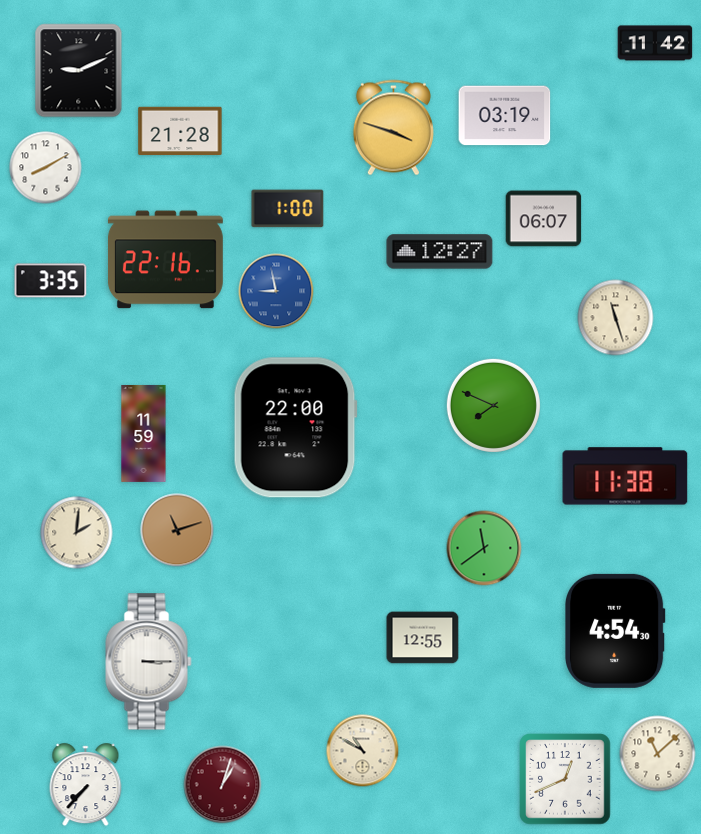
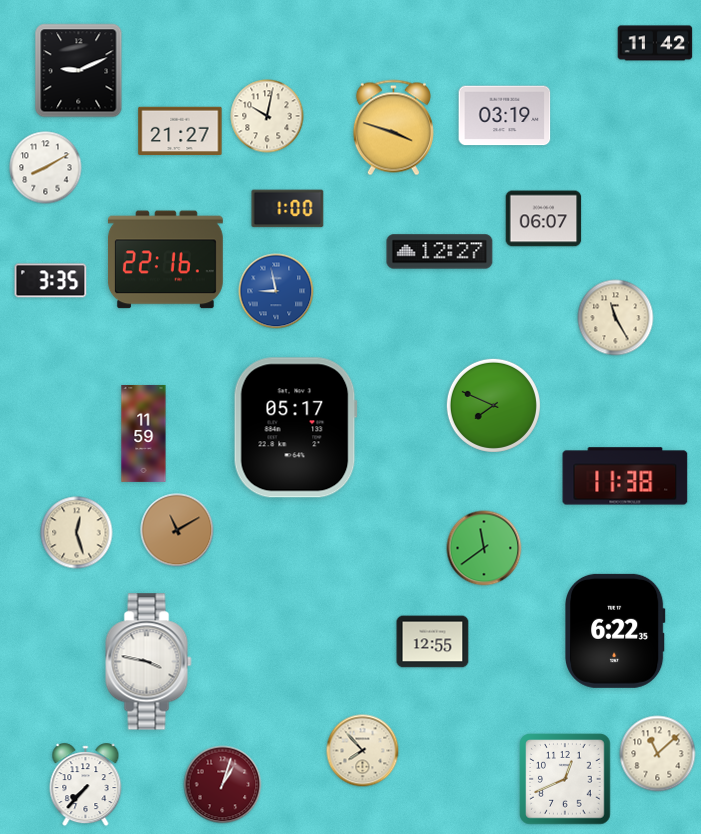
clock at (267, 116): none -> 10:02
clock at (180, 131): 21:28 -> 21:27
clock at (616, 318): 11:27 -> 11:25
clock at (295, 428): 22:00 -> 05:17
clock at (177, 530): 11:12 -> 11:10
clock at (77, 533): 2:01 -> 12:27
clock at (616, 631): 4:54 -> 6:22
clock at (423, 638) position: (423, 638) -> (433, 642)
clock at (149, 662): 3:15 -> 3:47
clock at (363, 751): 10:50 -> 7:53
